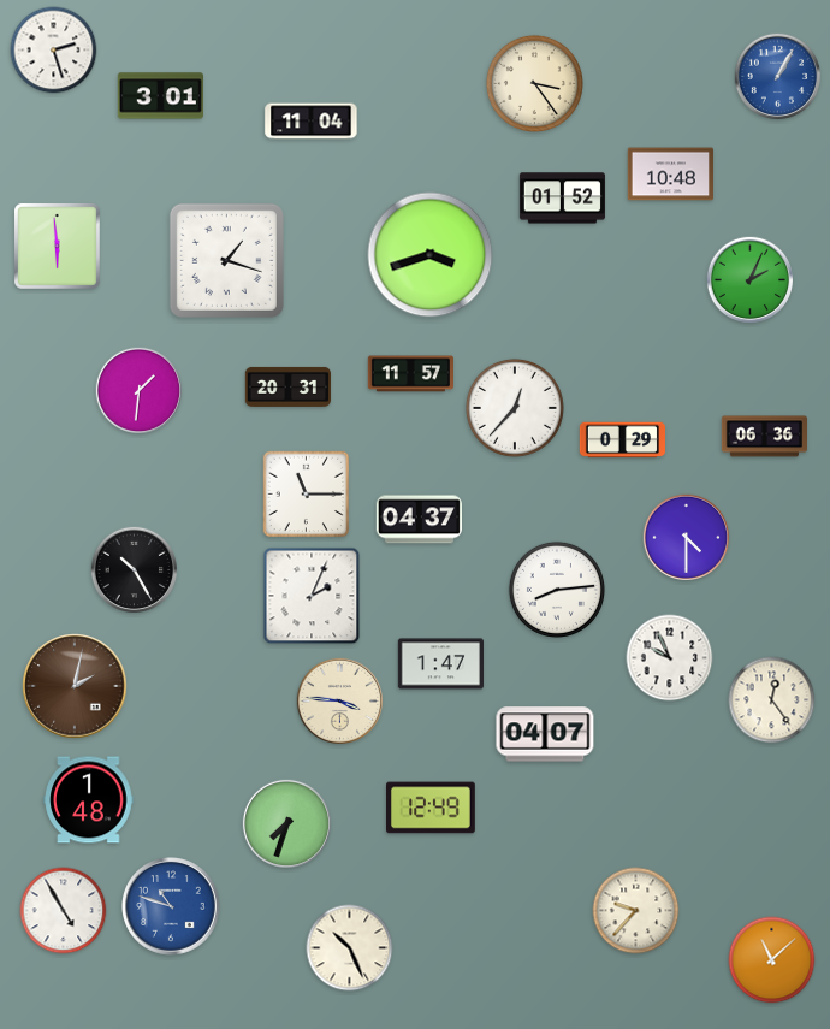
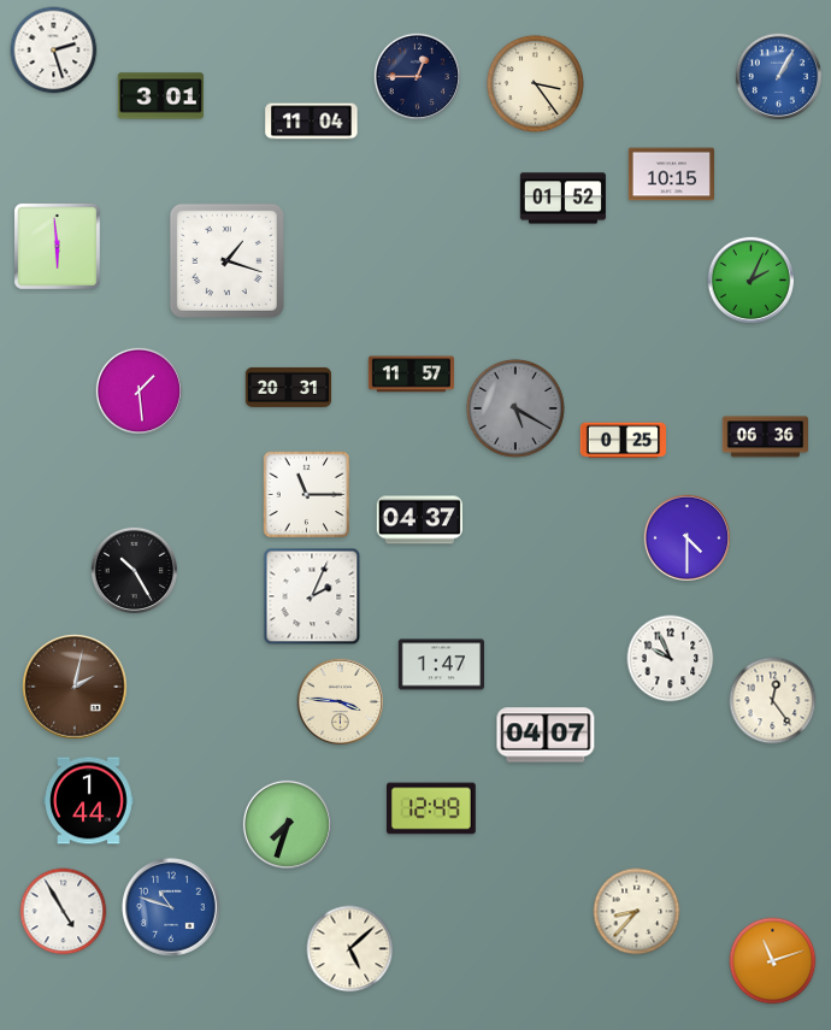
clock at (417, 76): none -> 12:45
clock at (670, 175): 10:48 -> 10:15
clock at (431, 255): 3:42 -> none
clock at (138, 390): 1:31 -> 1:29
clock at (515, 408): 12:37 -> 5:20
clock at (515, 408) dial: white -> grey
clock at (622, 440): 0:29 -> 0:25
clock at (557, 590): 8:14 -> none
clock at (89, 800): 1:48 -> 1:44
clock at (636, 911): 9:37 -> 8:37
clock at (350, 948): 10:26 -> 5:08
clock at (772, 960): 11:08 -> 11:12
